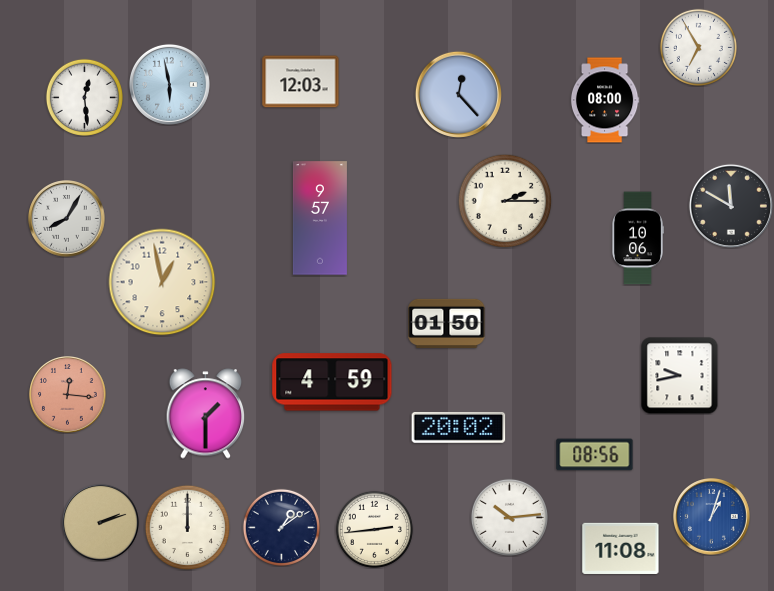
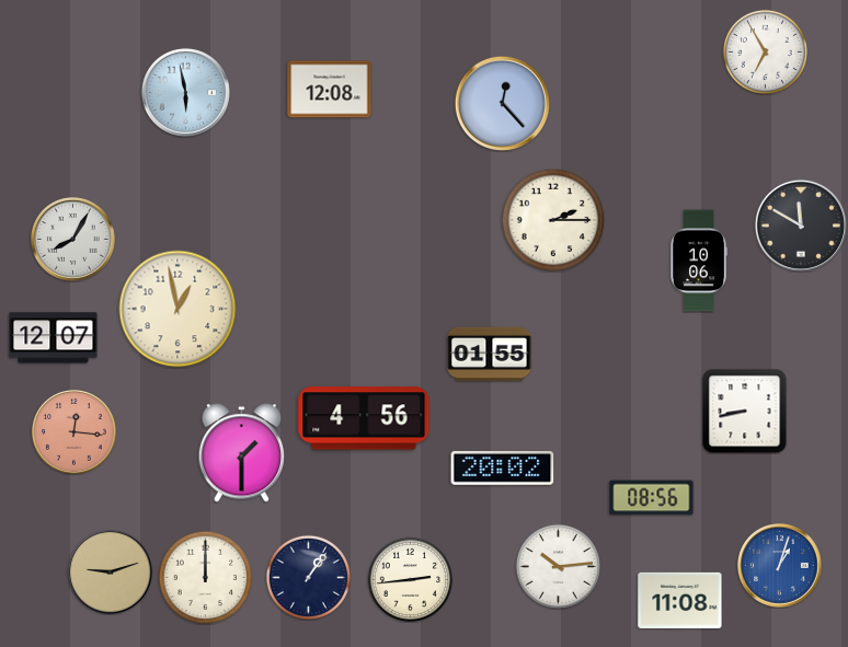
clock at (301, 82): 12:03 -> 12:08
clock at (84, 97): 12:29 -> none
clock at (605, 100): 08:00 -> none
clock at (320, 218): 9:57 -> none
clock at (54, 338): none -> 12:07
clock at (447, 323): 01:50 -> 01:55
clock at (679, 375): 9:43 -> 8:43
clock at (332, 382): 4:59 -> 4:56
clock at (206, 414) position: (206, 414) -> (242, 453)
clock at (101, 523): 2:12 -> 9:12
clock at (281, 527): 1:09 -> 1:06
